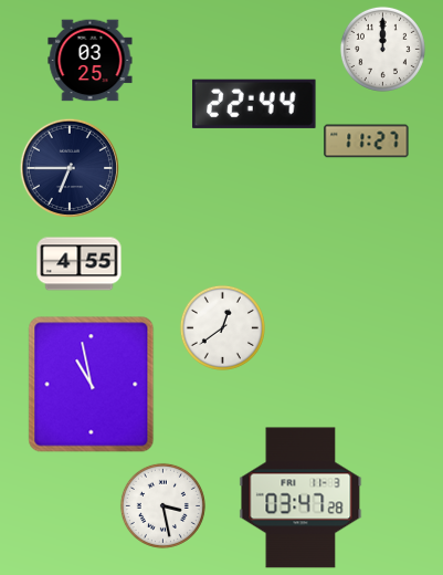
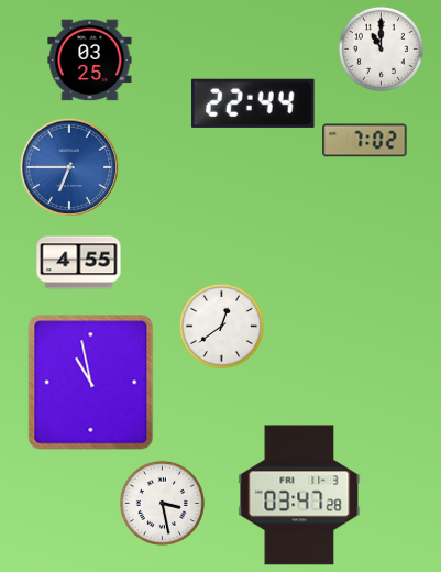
clock at (382, 49): 12:00 -> 11:00
clock at (367, 142): 11:27 -> 7:02
clock at (68, 167) dial: navy -> blue
